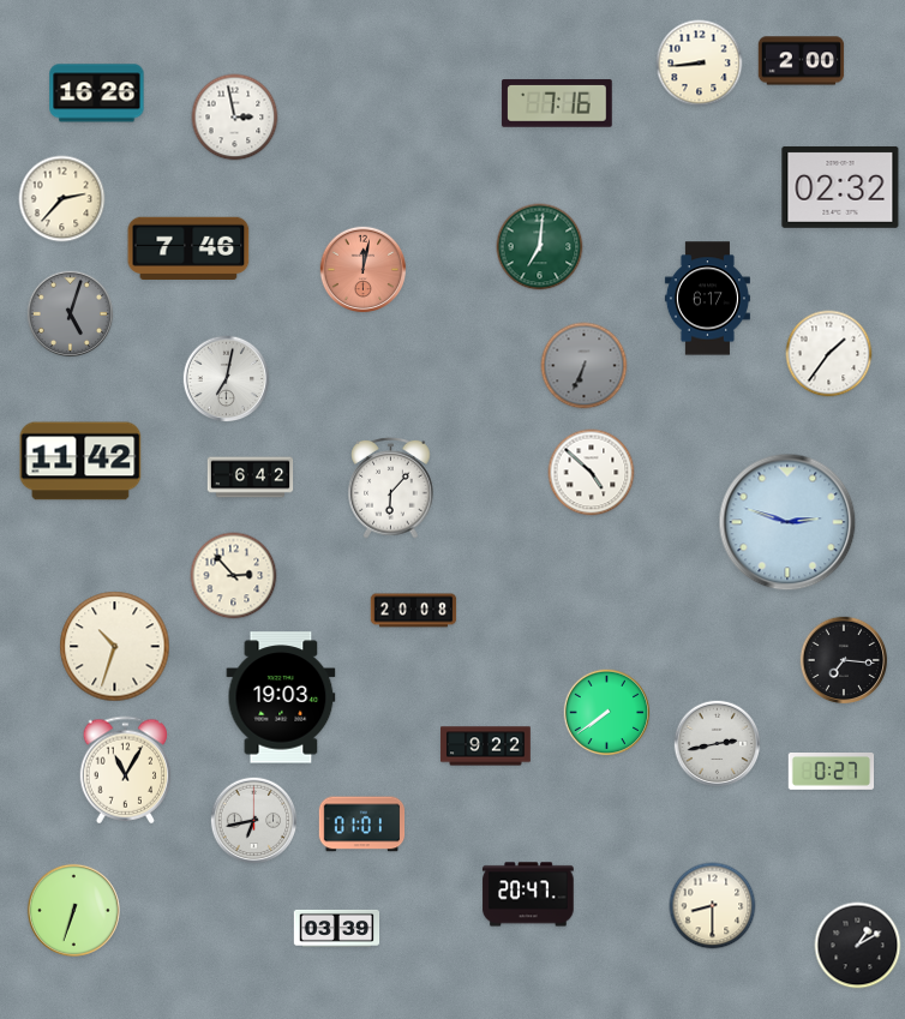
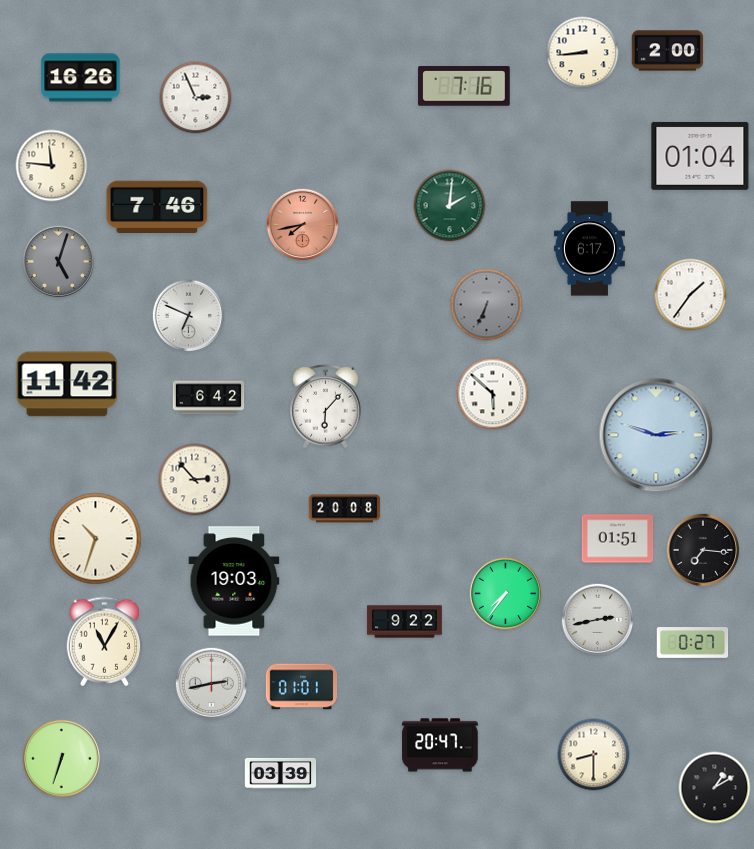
clock at (235, 118): 2:58 -> 2:56
clock at (840, 187): 02:32 -> 01:04
clock at (62, 199): 2:37 -> 11:46
clock at (540, 247): 7:01 -> 2:01
clock at (364, 270): 12:02 -> 7:43
clock at (227, 379): 7:02 -> 6:49
clock at (592, 473): 4:52 -> 5:52
clock at (618, 539): none -> 01:51
clock at (607, 713): 7:39 -> 7:36
clock at (254, 821): 6:43 -> 2:43
